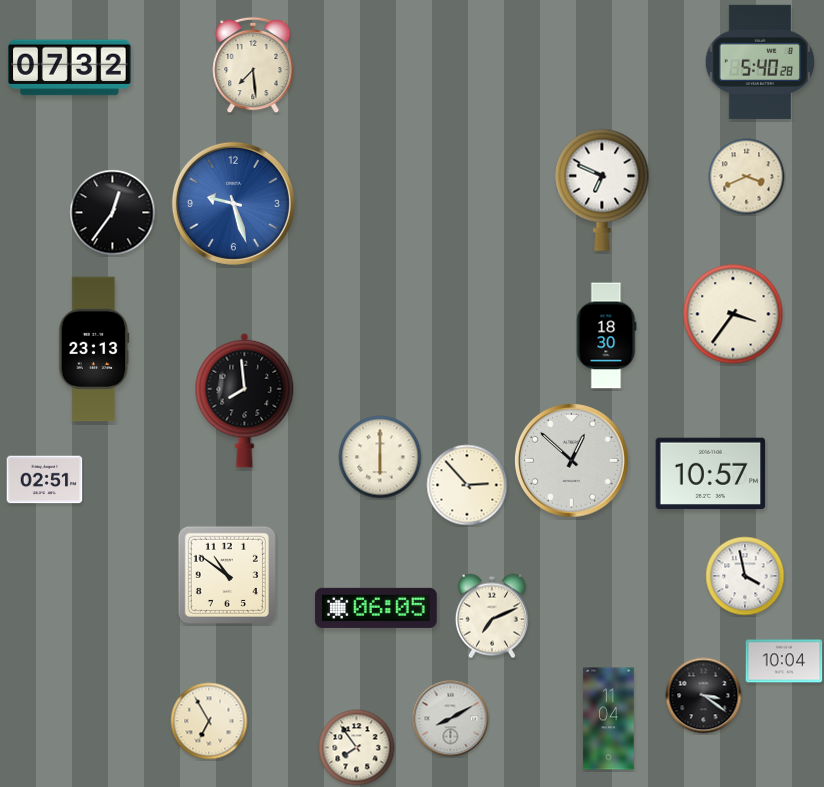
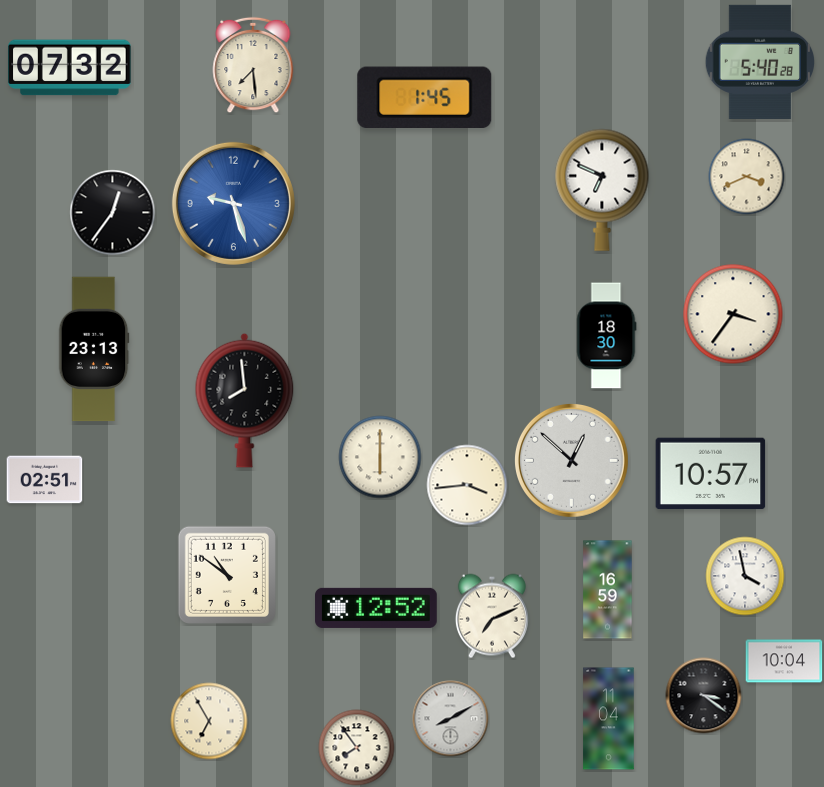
clock at (425, 97): none -> 1:45
clock at (467, 485): 2:53 -> 3:44
clock at (608, 590): none -> 16:59
clock at (376, 608): 06:05 -> 12:52
